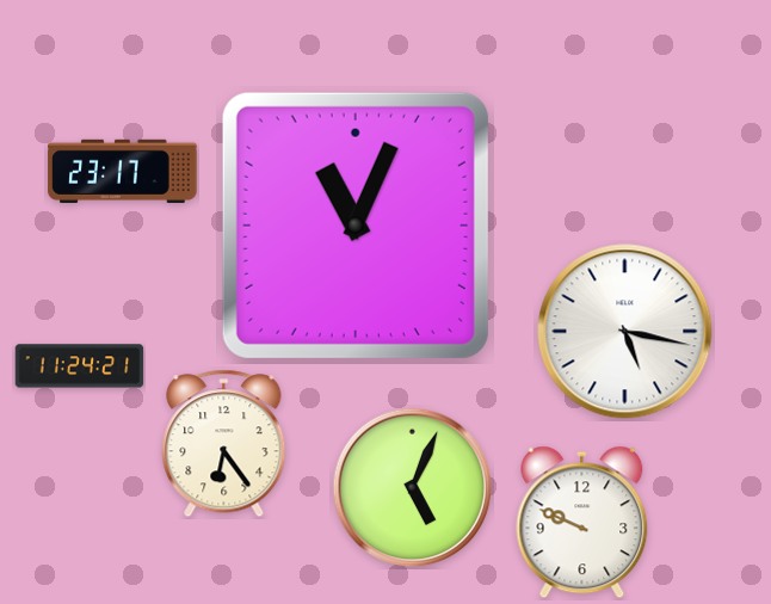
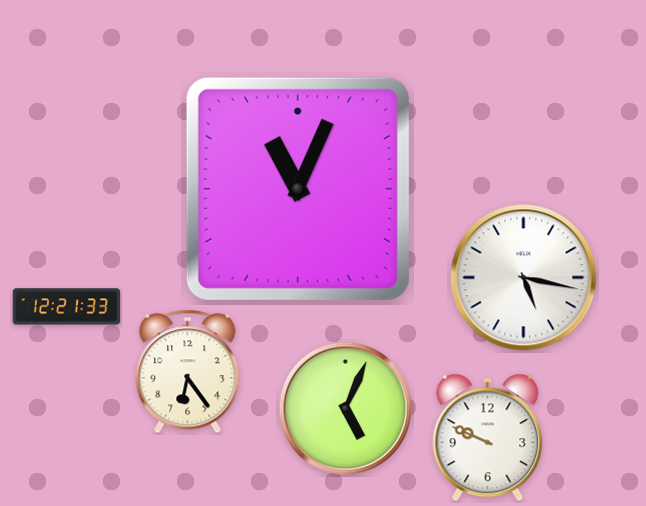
clock at (123, 171): 23:17 -> none
clock at (80, 366): 11:24 -> 12:21
